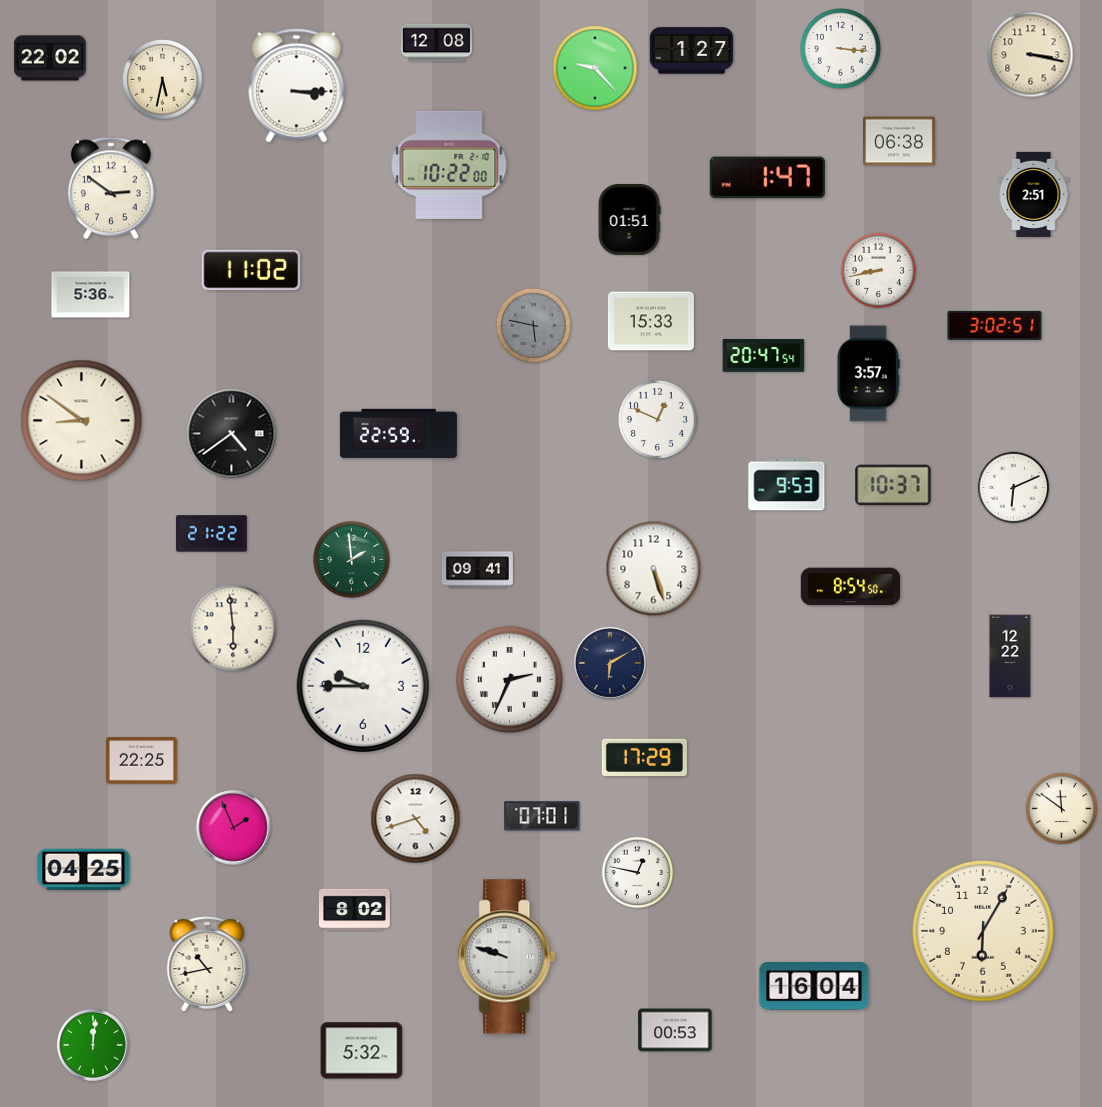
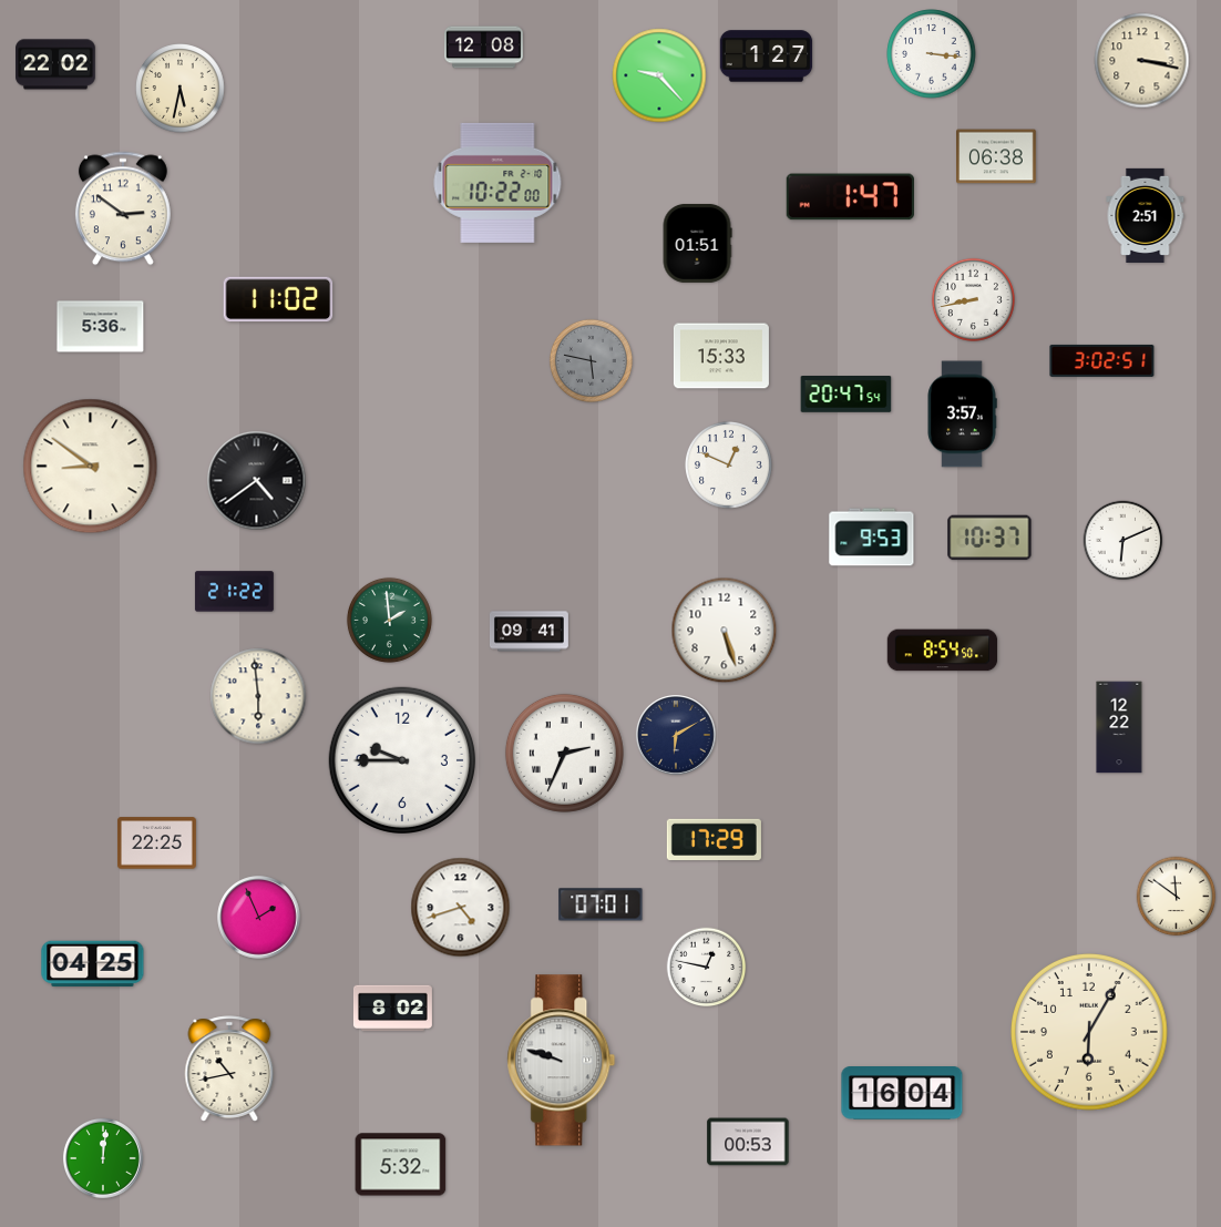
clock at (297, 86): 3:15 -> none
clock at (398, 433): 22:59 -> none
